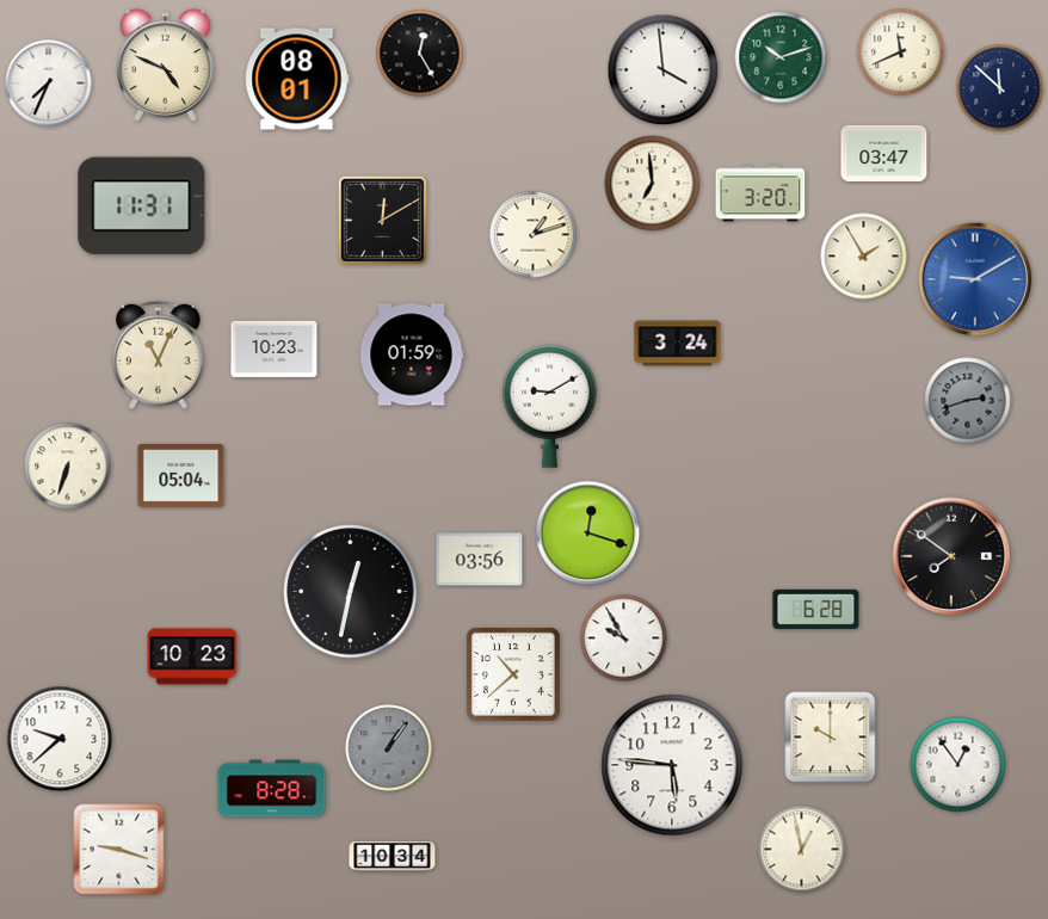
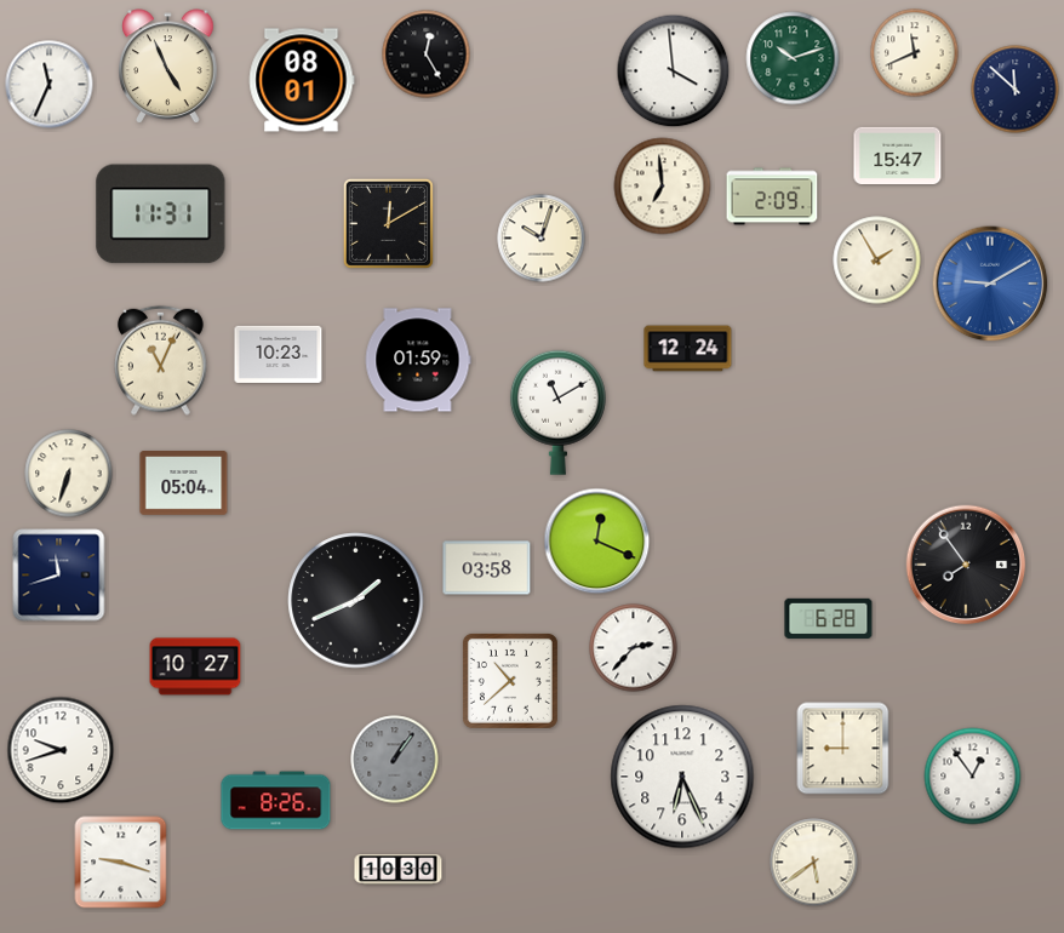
clock at (166, 66): 4:49 -> 4:56
clock at (49, 84): 7:34 -> 11:34
clock at (884, 153): 03:47 -> 15:47
clock at (760, 193): 3:20 -> 2:09
clock at (142, 206) position: (142, 206) -> (161, 214)
clock at (534, 235): 1:12 -> 10:03
clock at (678, 344): 3:24 -> 12:24
clock at (968, 401): 2:42 -> none
clock at (549, 406): 9:10 -> 11:10
clock at (588, 533): 12:18 -> 12:19
clock at (951, 556): 7:51 -> 7:54
clock at (480, 560): 03:56 -> 03:58
clock at (59, 576): none -> 11:42
clock at (351, 592): 12:32 -> 1:41
clock at (624, 639): 9:55 -> 2:37
clock at (192, 656): 10:23 -> 10:27
clock at (513, 674) position: (513, 674) -> (510, 681)
clock at (831, 738): 10:00 -> 9:00
clock at (60, 739): 9:38 -> 9:42
clock at (672, 765): 5:46 -> 6:26
clock at (272, 789): 8:28 -> 8:26
clock at (802, 850): 12:58 -> 5:39
clock at (393, 857): 10:34 -> 10:30
